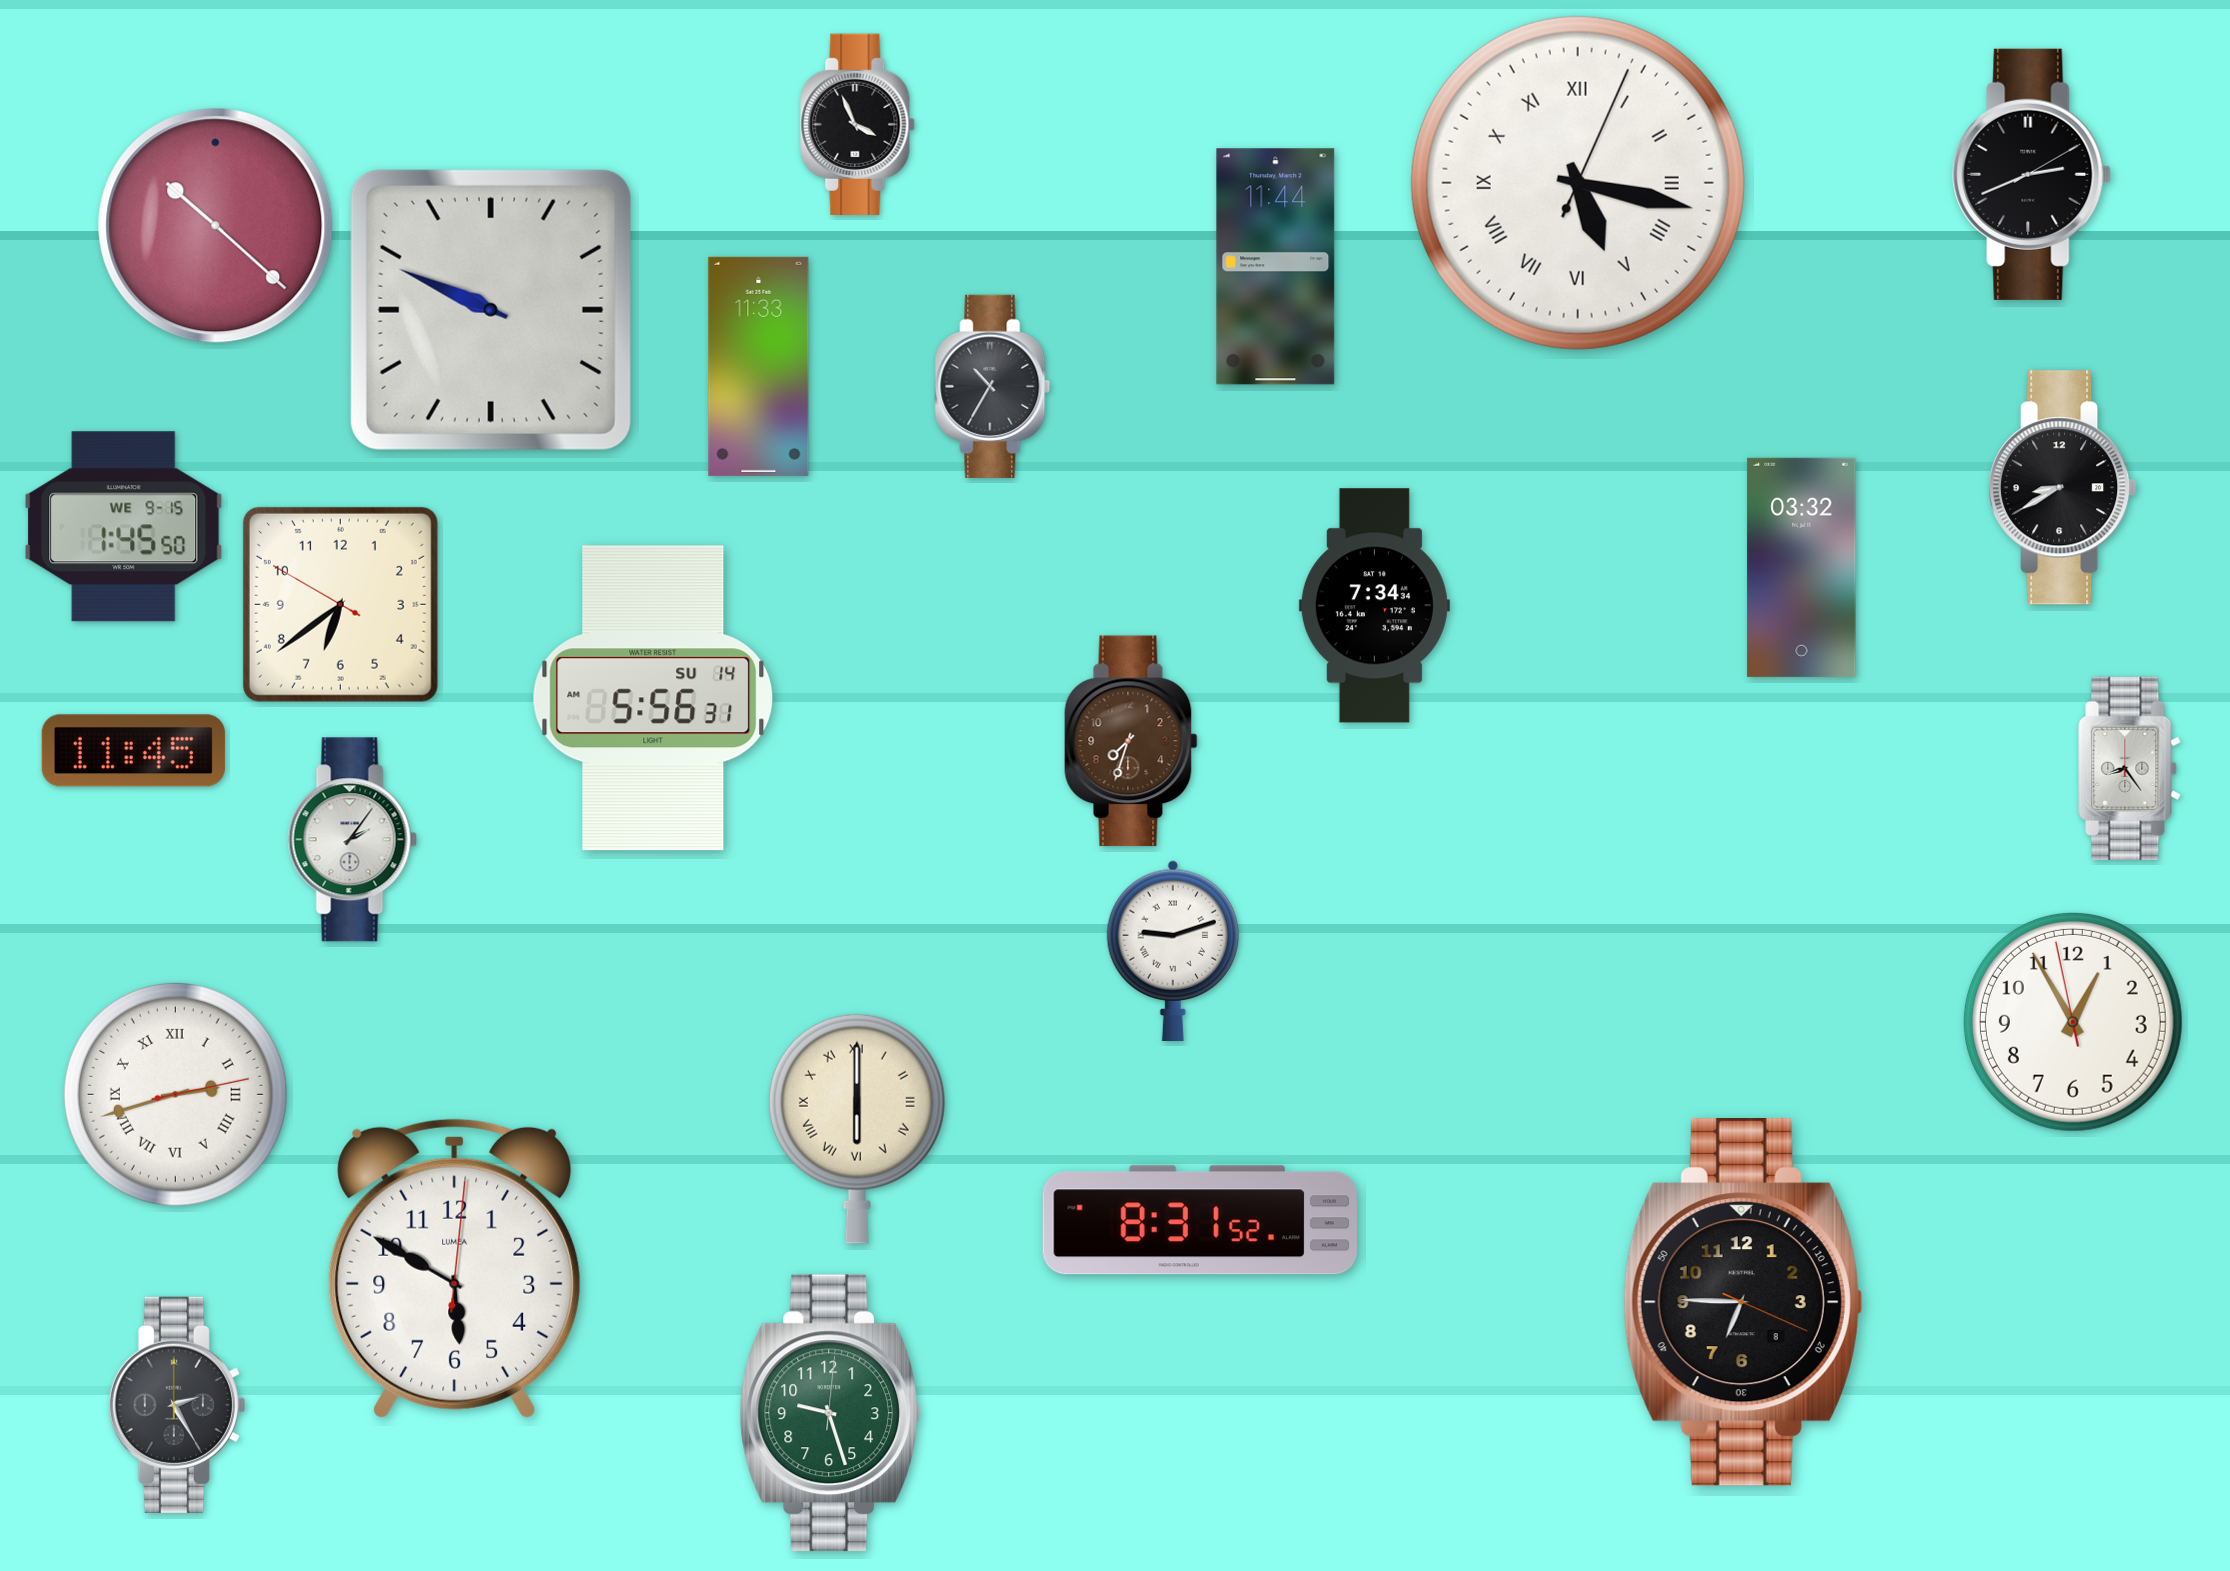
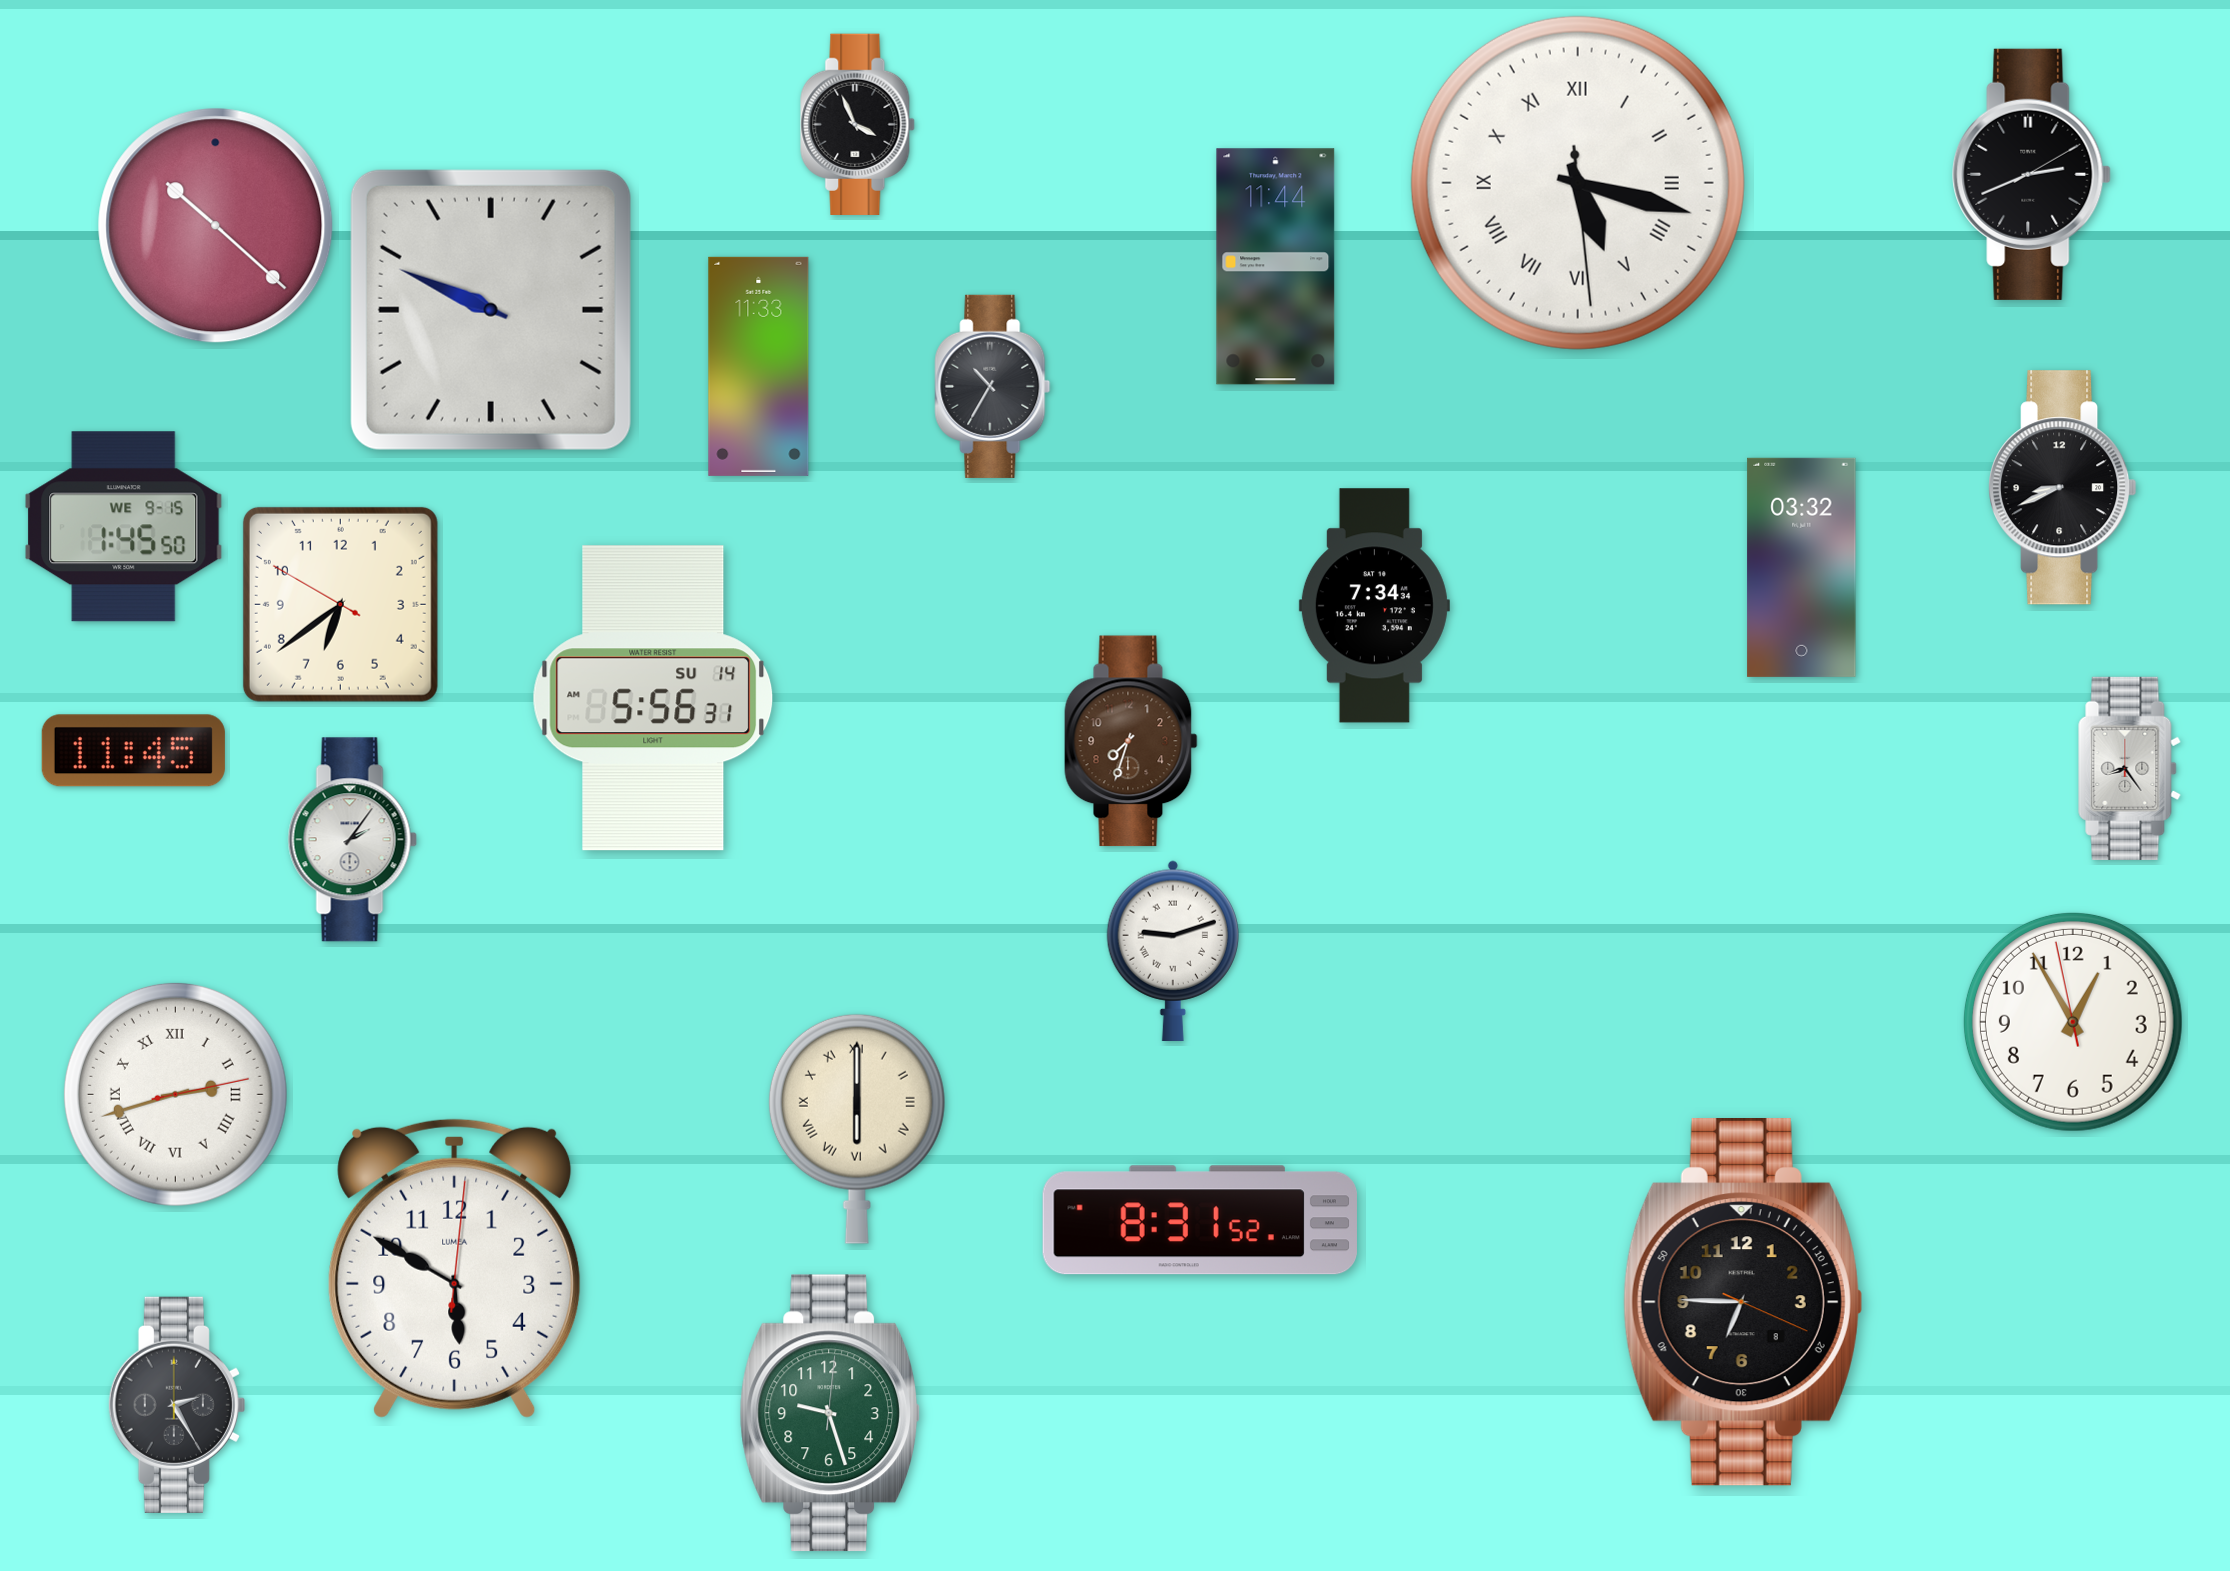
clock at (1578, 183): 5:17:04 -> 5:17:29
clock at (2063, 488): 8:40 -> 8:41
